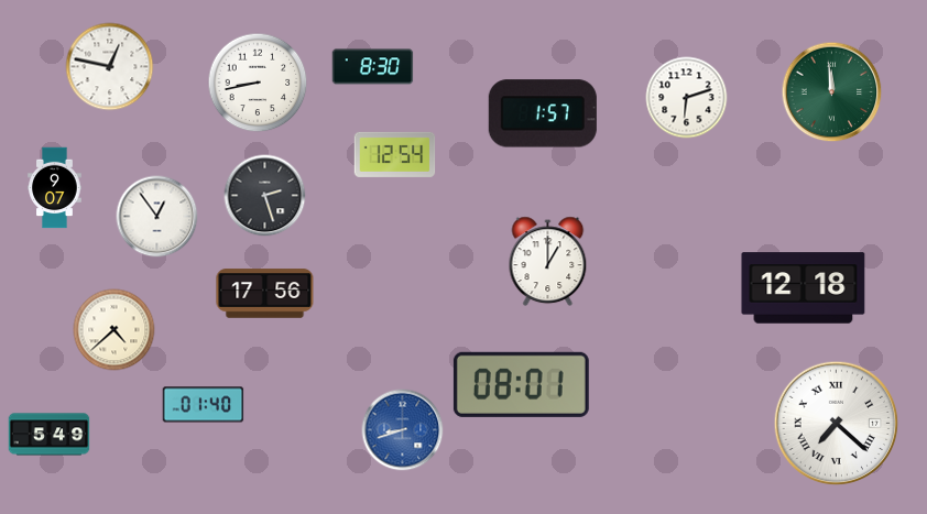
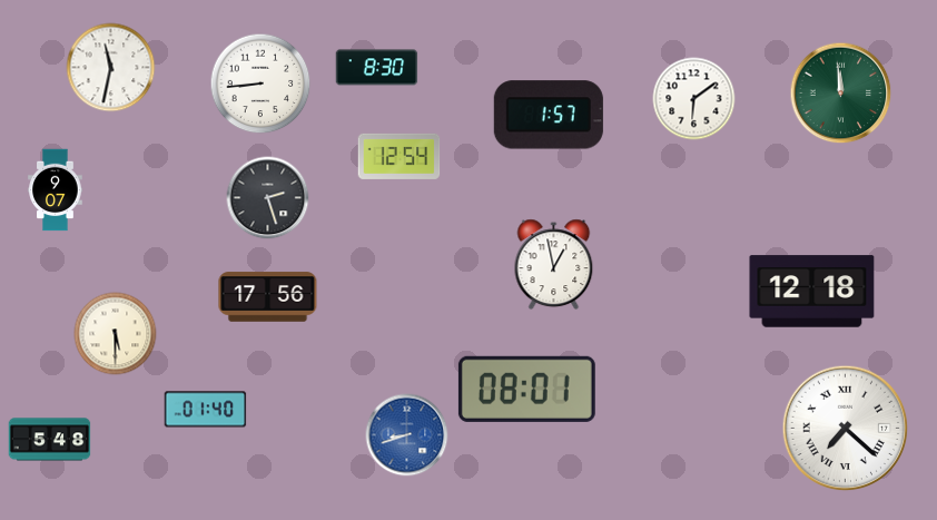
clock at (110, 67): 12:47 -> 11:32
clock at (258, 83): 8:43 -> 8:44
clock at (687, 98): 6:12 -> 6:09
clock at (157, 217): 12:54 -> none
clock at (548, 262): 1:00 -> 12:58
clock at (114, 330): 4:38 -> 5:30
clock at (50, 435): 5:49 -> 5:48
